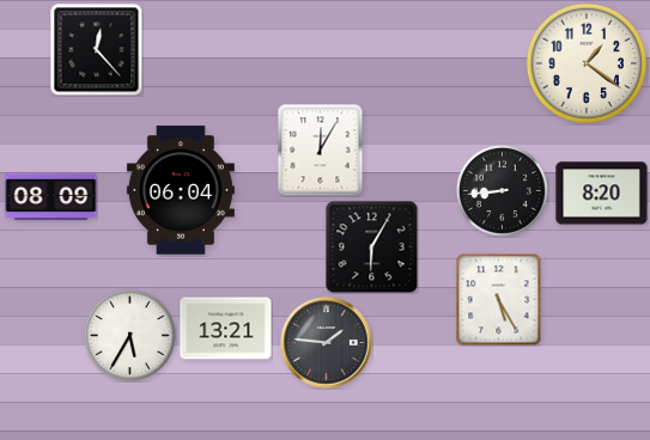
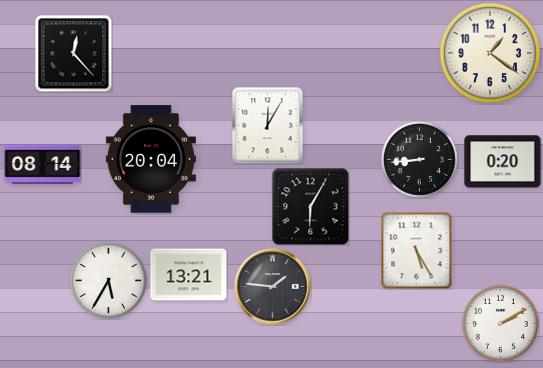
clock at (96, 49) position: (96, 49) -> (73, 53)
clock at (181, 190): 06:04 -> 20:04
clock at (602, 194): 8:20 -> 0:20
clock at (51, 197): 08:09 -> 08:14
clock at (500, 323): none -> 2:10
